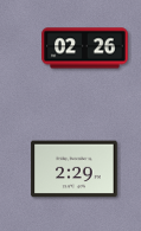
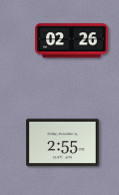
clock at (75, 169): 2:29 -> 2:55
